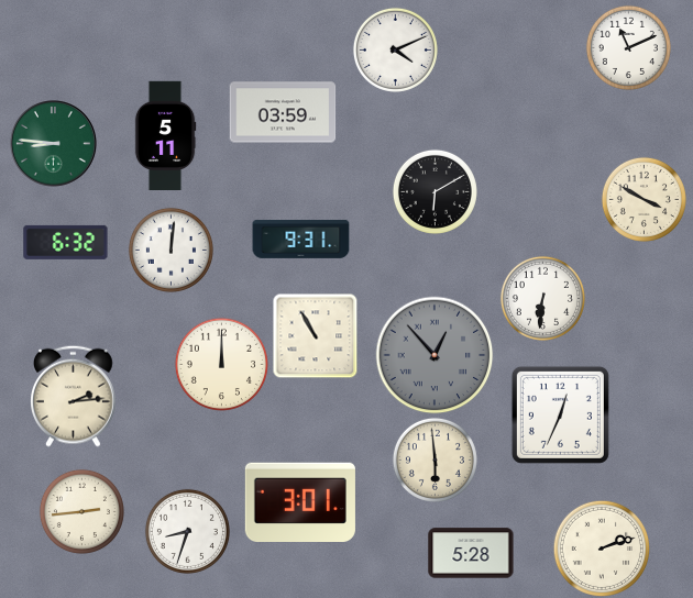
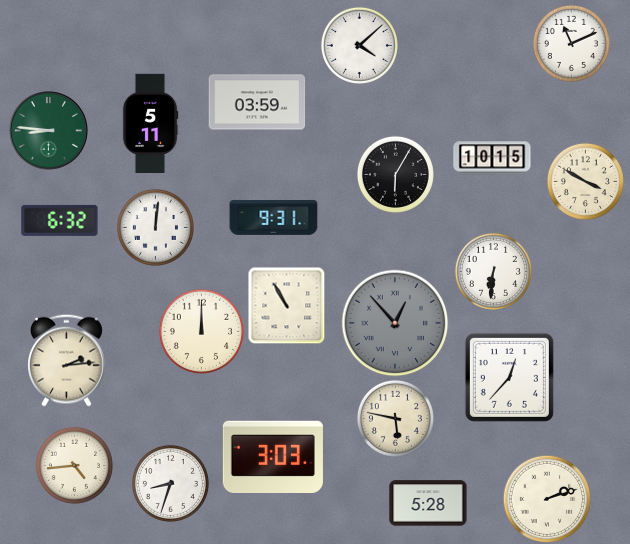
clock at (395, 49): 4:11 -> 4:08
clock at (492, 158): none -> 10:15
clock at (435, 191): 6:10 -> 6:05
clock at (560, 414): 12:34 -> 12:37
clock at (435, 459): 5:59 -> 5:47
clock at (300, 501): 3:01 -> 3:03
clock at (81, 511): 2:44 -> 4:44
